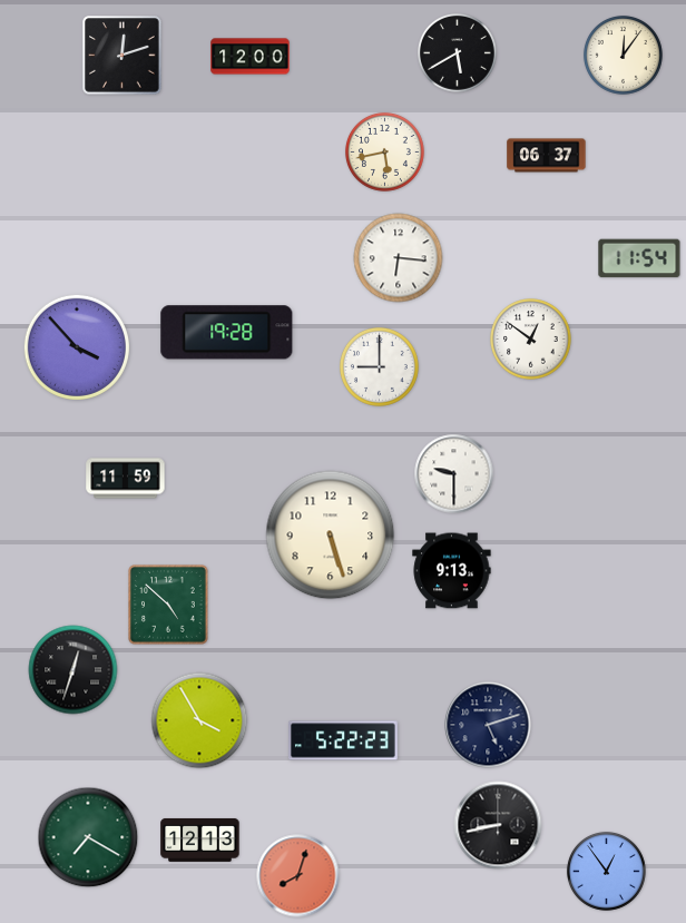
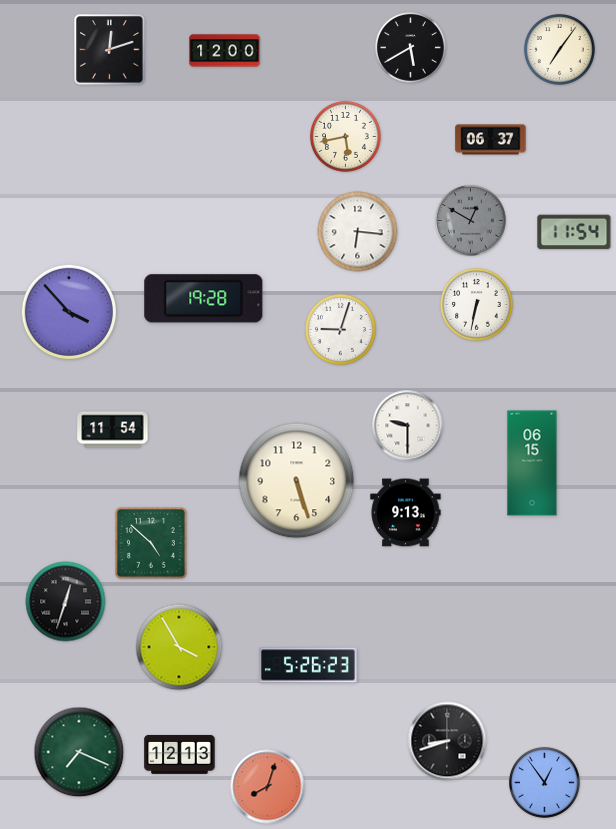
clock at (623, 55): 12:06 -> 7:06
clock at (470, 220): none -> 12:50
clock at (531, 340): 12:51 -> 6:32
clock at (379, 366): 9:00 -> 9:03
clock at (126, 479): 11:59 -> 11:54
clock at (532, 463): none -> 06:15
clock at (488, 725): 5:12 -> none
clock at (344, 740): 5:22 -> 5:26
clock at (498, 825): 8:43 -> 8:42
clock at (88, 837): 7:20 -> 7:19
